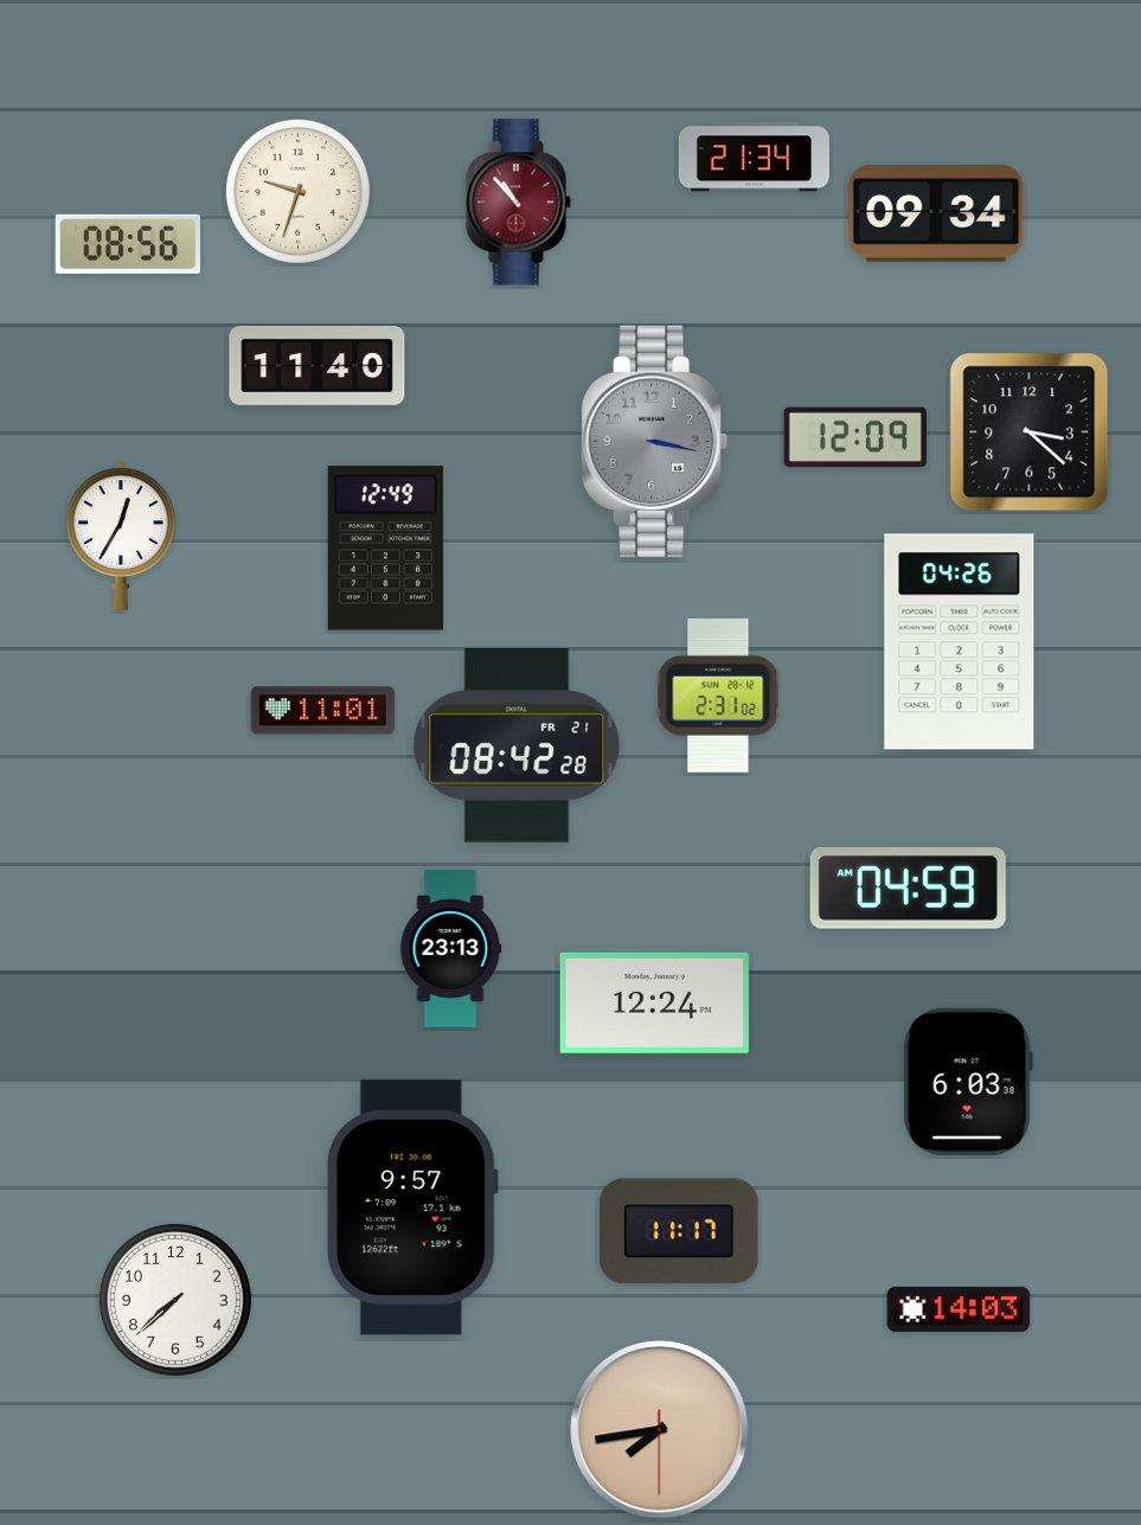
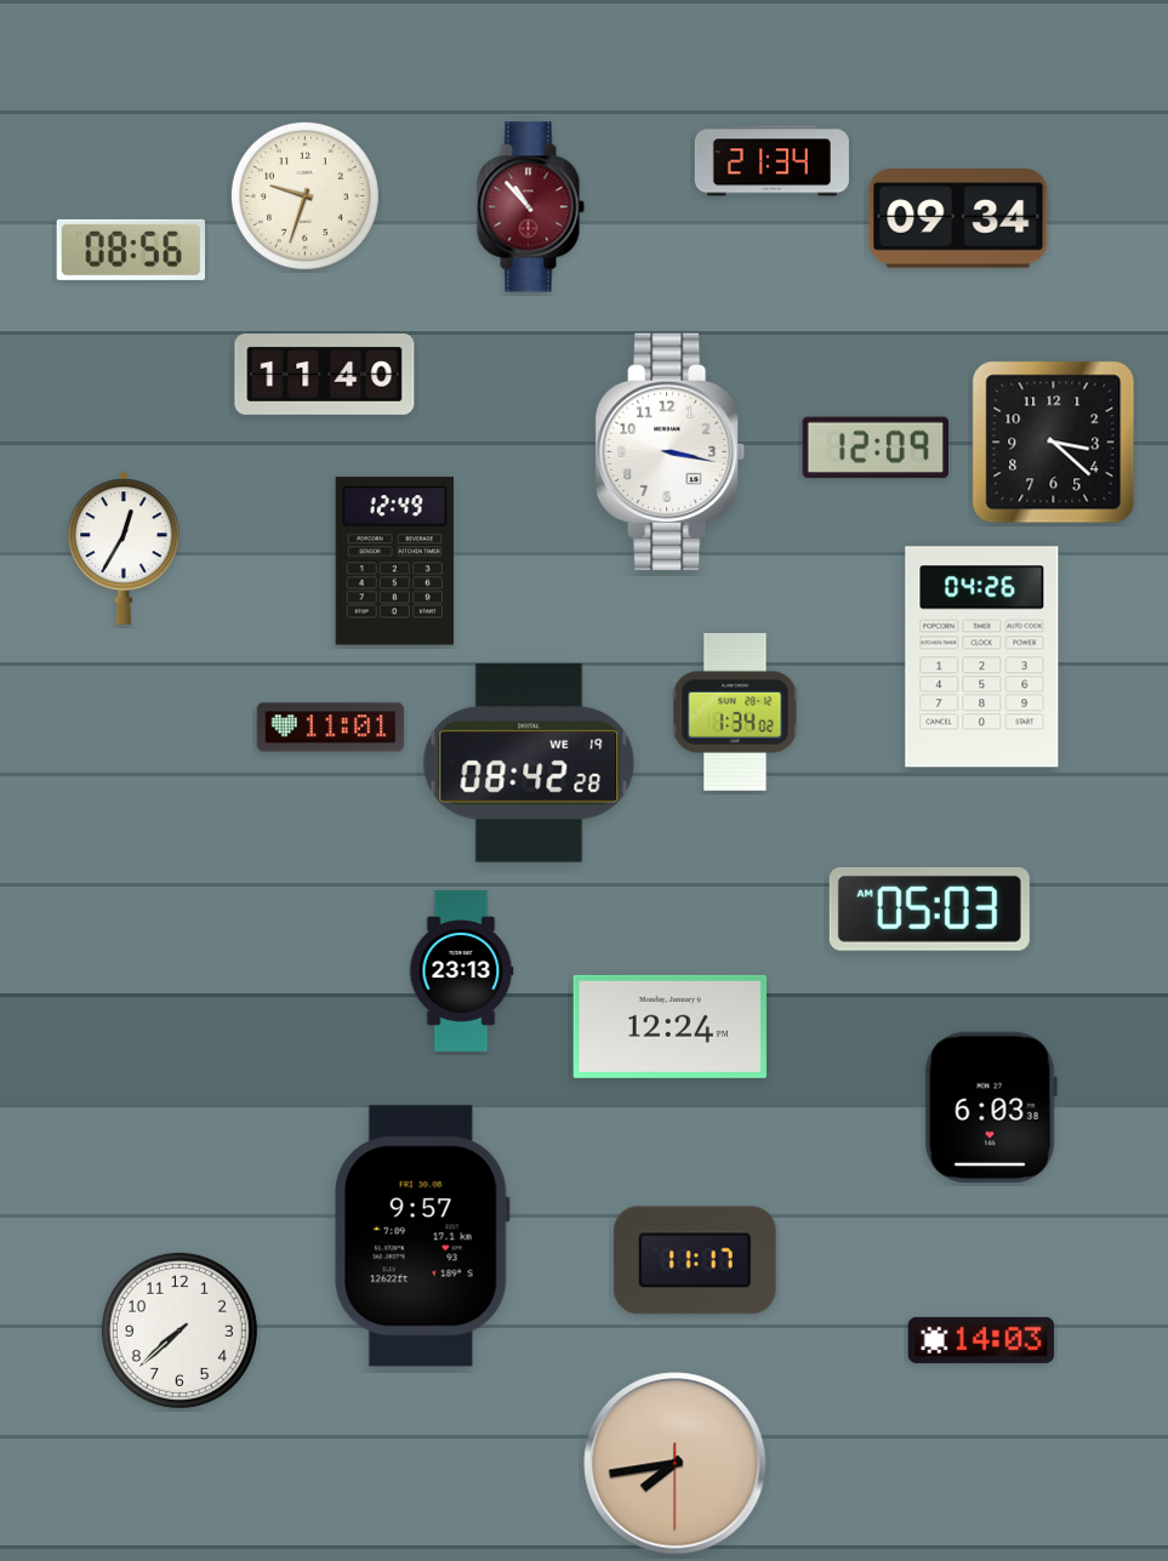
clock at (655, 441) dial: grey -> white
clock at (718, 696): 2:31 -> 1:34
clock at (517, 747) date: FR 21 -> WE 19
clock at (908, 888): 04:59 -> 05:03
